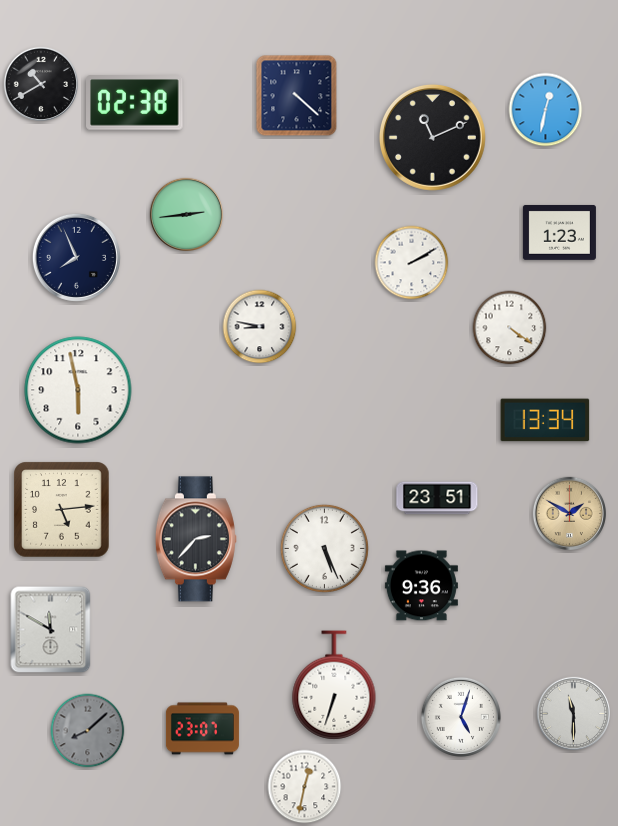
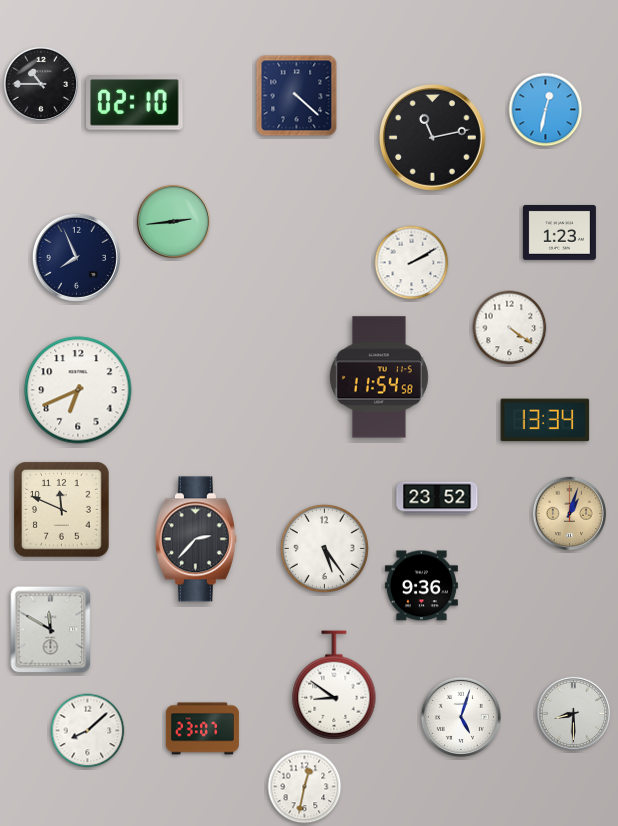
clock at (40, 83): 10:40 -> 10:45
clock at (135, 103): 02:38 -> 02:10
clock at (432, 137): 11:11 -> 11:13
clock at (186, 214) position: (186, 214) -> (173, 221)
clock at (260, 327): 8:47 -> none
clock at (379, 377): none -> 11:54
clock at (78, 390): 5:58 -> 6:41
clock at (437, 498): 23:51 -> 23:52
clock at (62, 510): 5:14 -> 11:49
clock at (569, 513): 1:50 -> 1:03
clock at (324, 548): 5:26 -> 5:24
clock at (334, 685): 6:33 -> 8:51
clock at (573, 713): 11:30 -> 8:30
clock at (88, 731) dial: grey -> white
